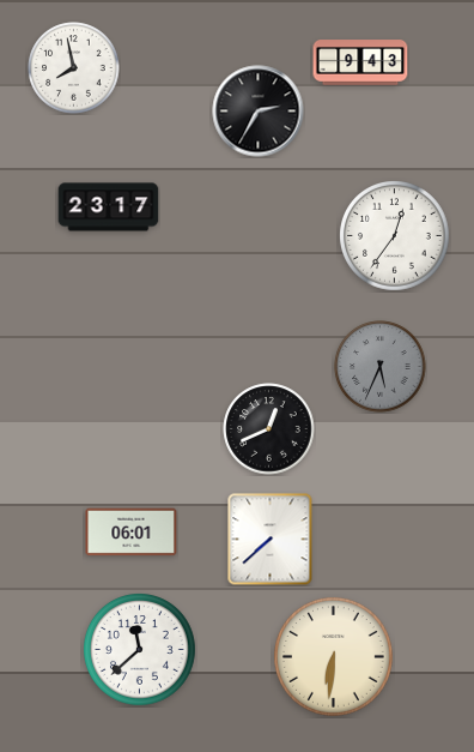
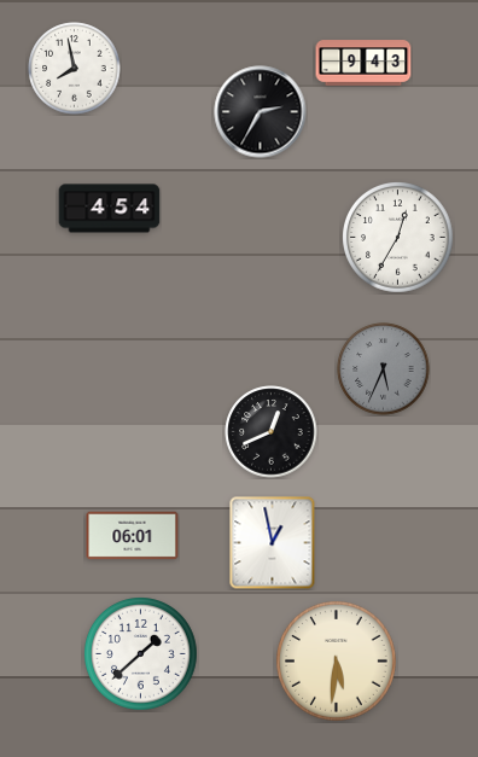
clock at (109, 207): 23:17 -> 4:54
clock at (395, 236): 12:36 -> 12:35
clock at (271, 540): 7:38 -> 12:58
clock at (140, 650): 11:38 -> 1:38
clock at (333, 656): 6:31 -> 5:31
